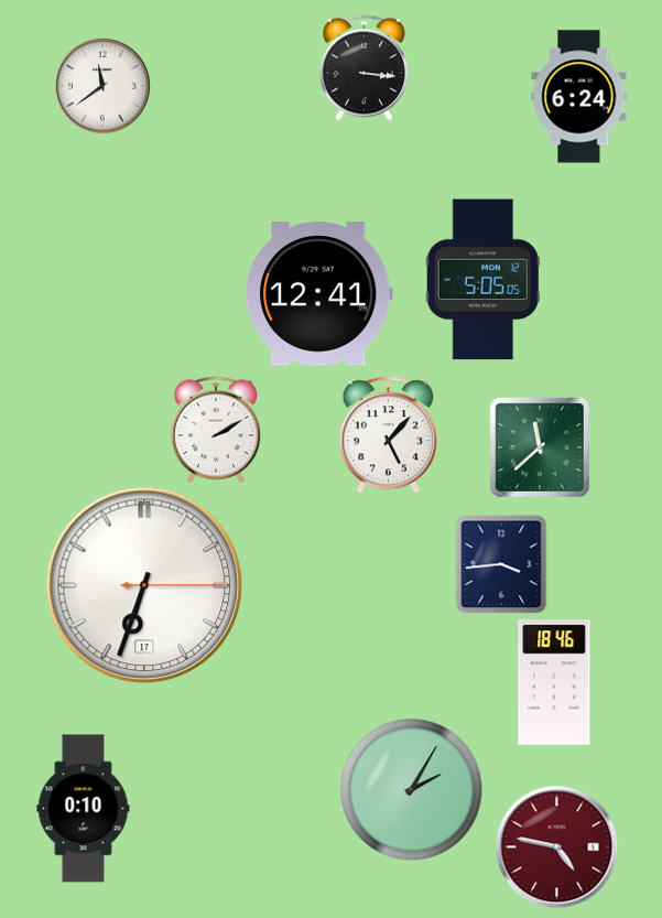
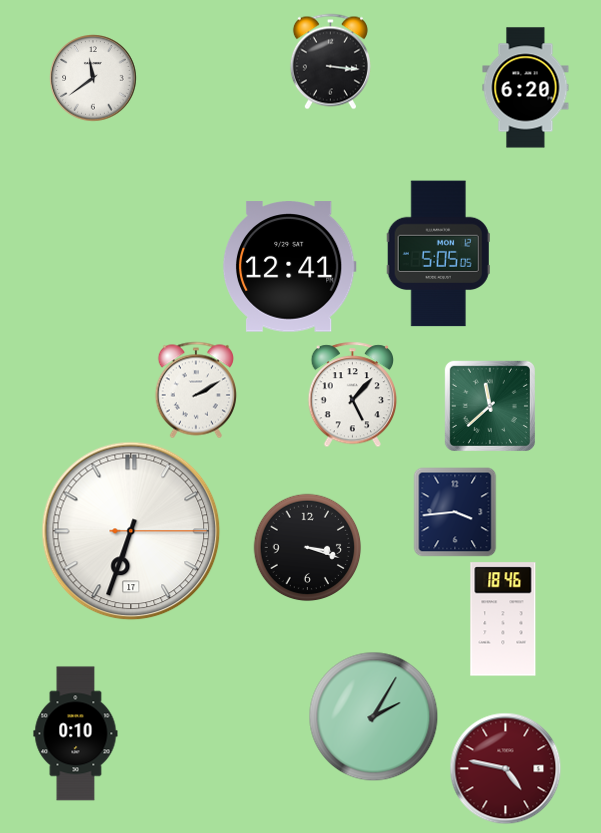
clock at (579, 97): 6:24 -> 6:20
clock at (307, 547): none -> 3:18
